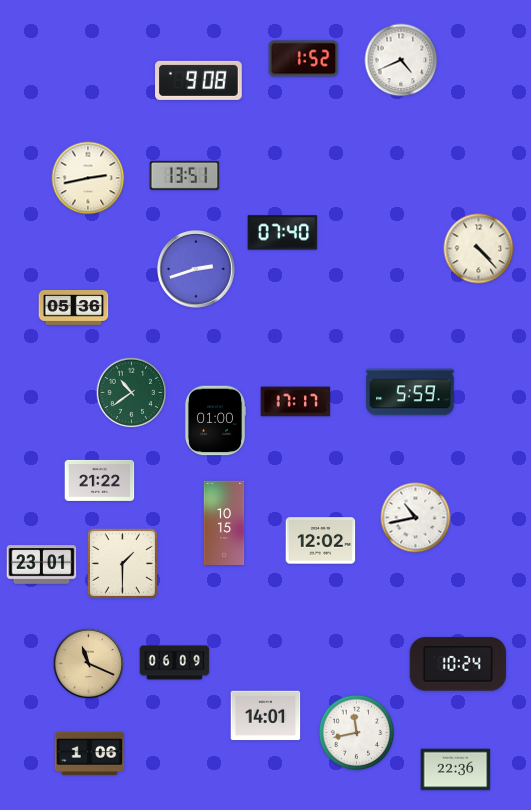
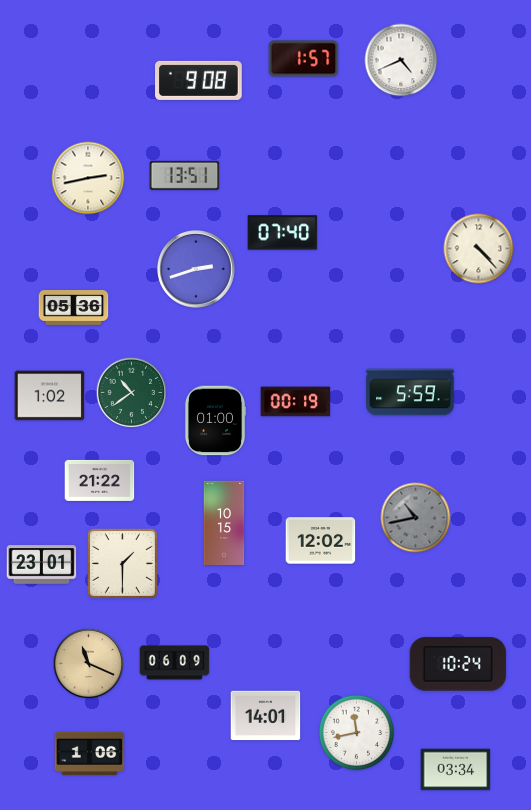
clock at (304, 59): 1:52 -> 1:57
clock at (50, 396): none -> 1:02
clock at (296, 402): 17:17 -> 00:19
clock at (416, 518) dial: white -> grey
clock at (456, 770): 22:36 -> 03:34
